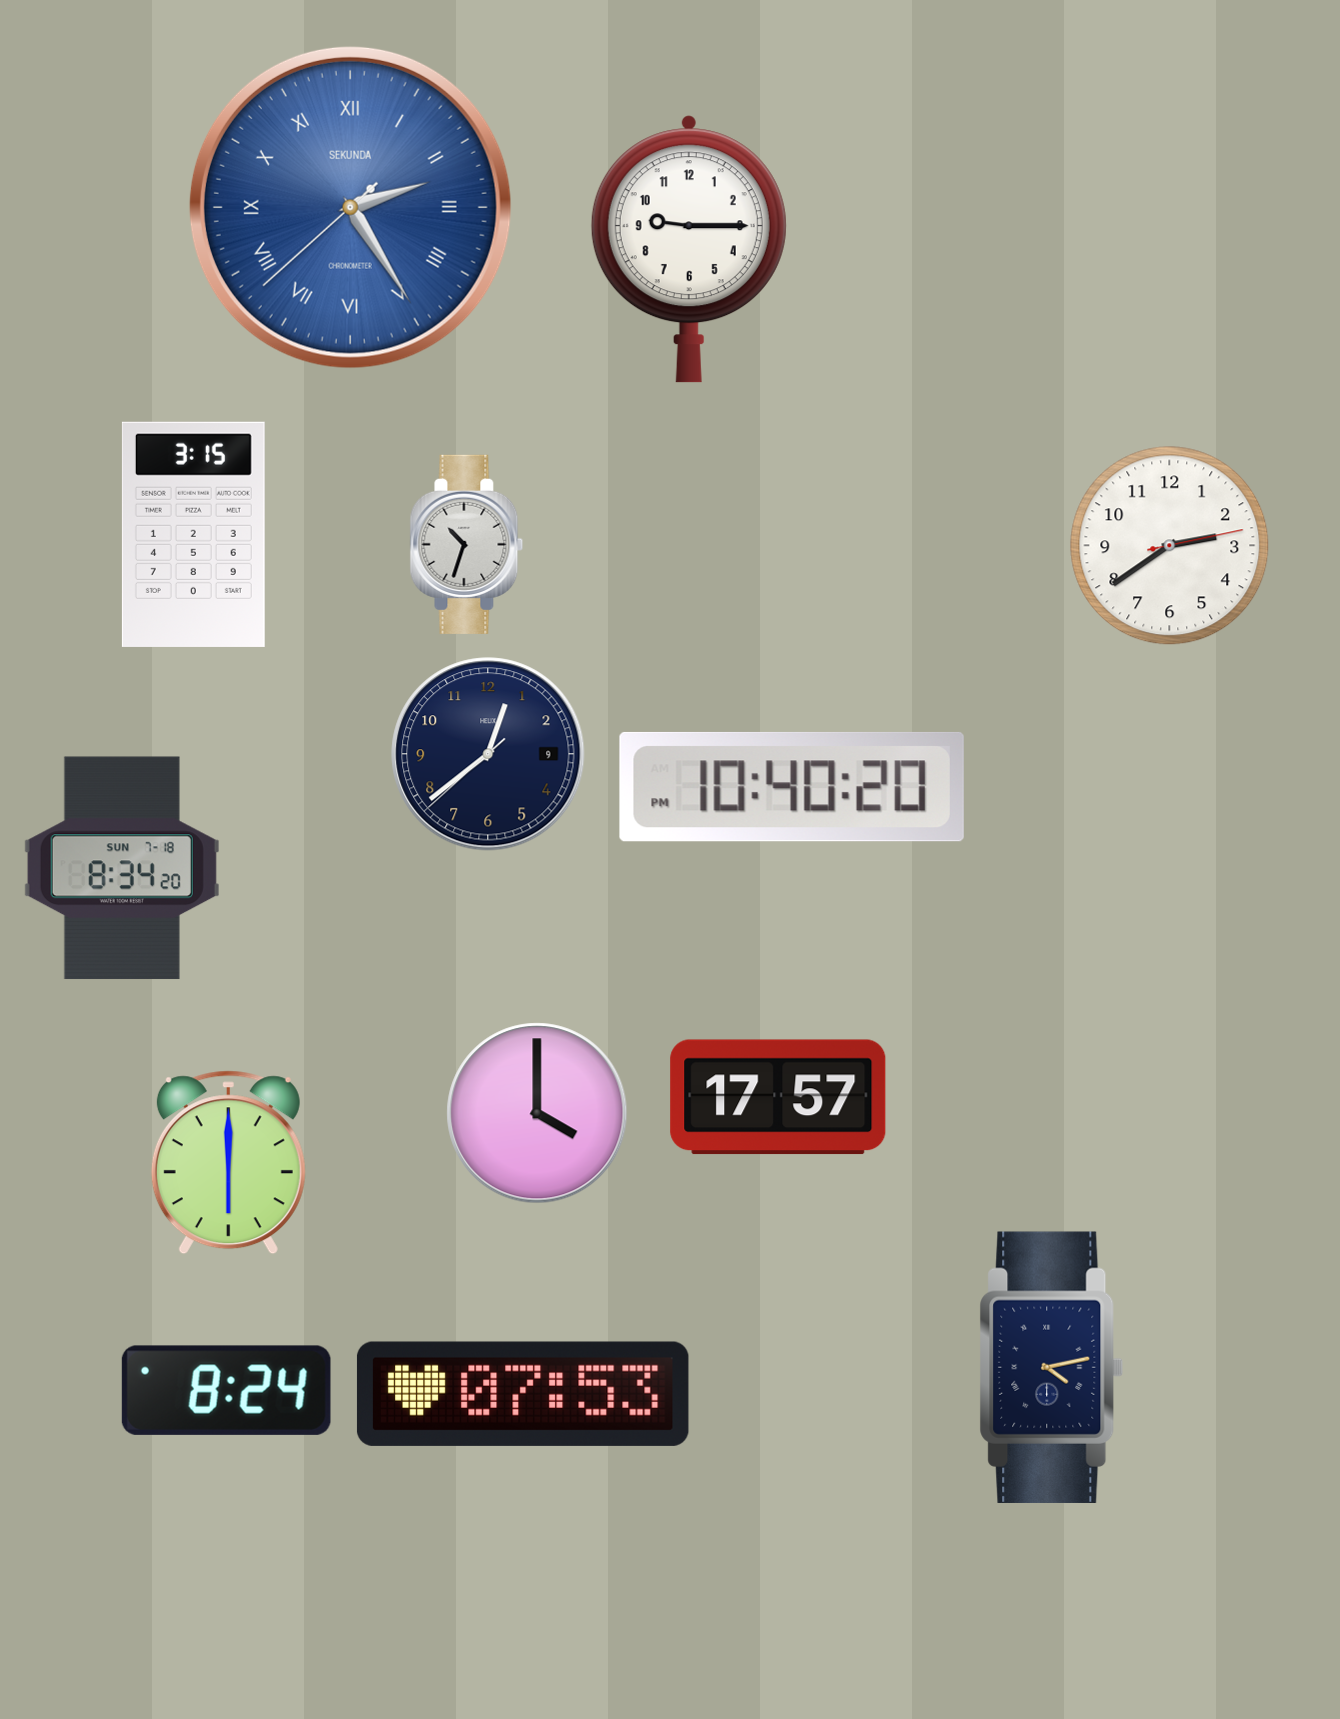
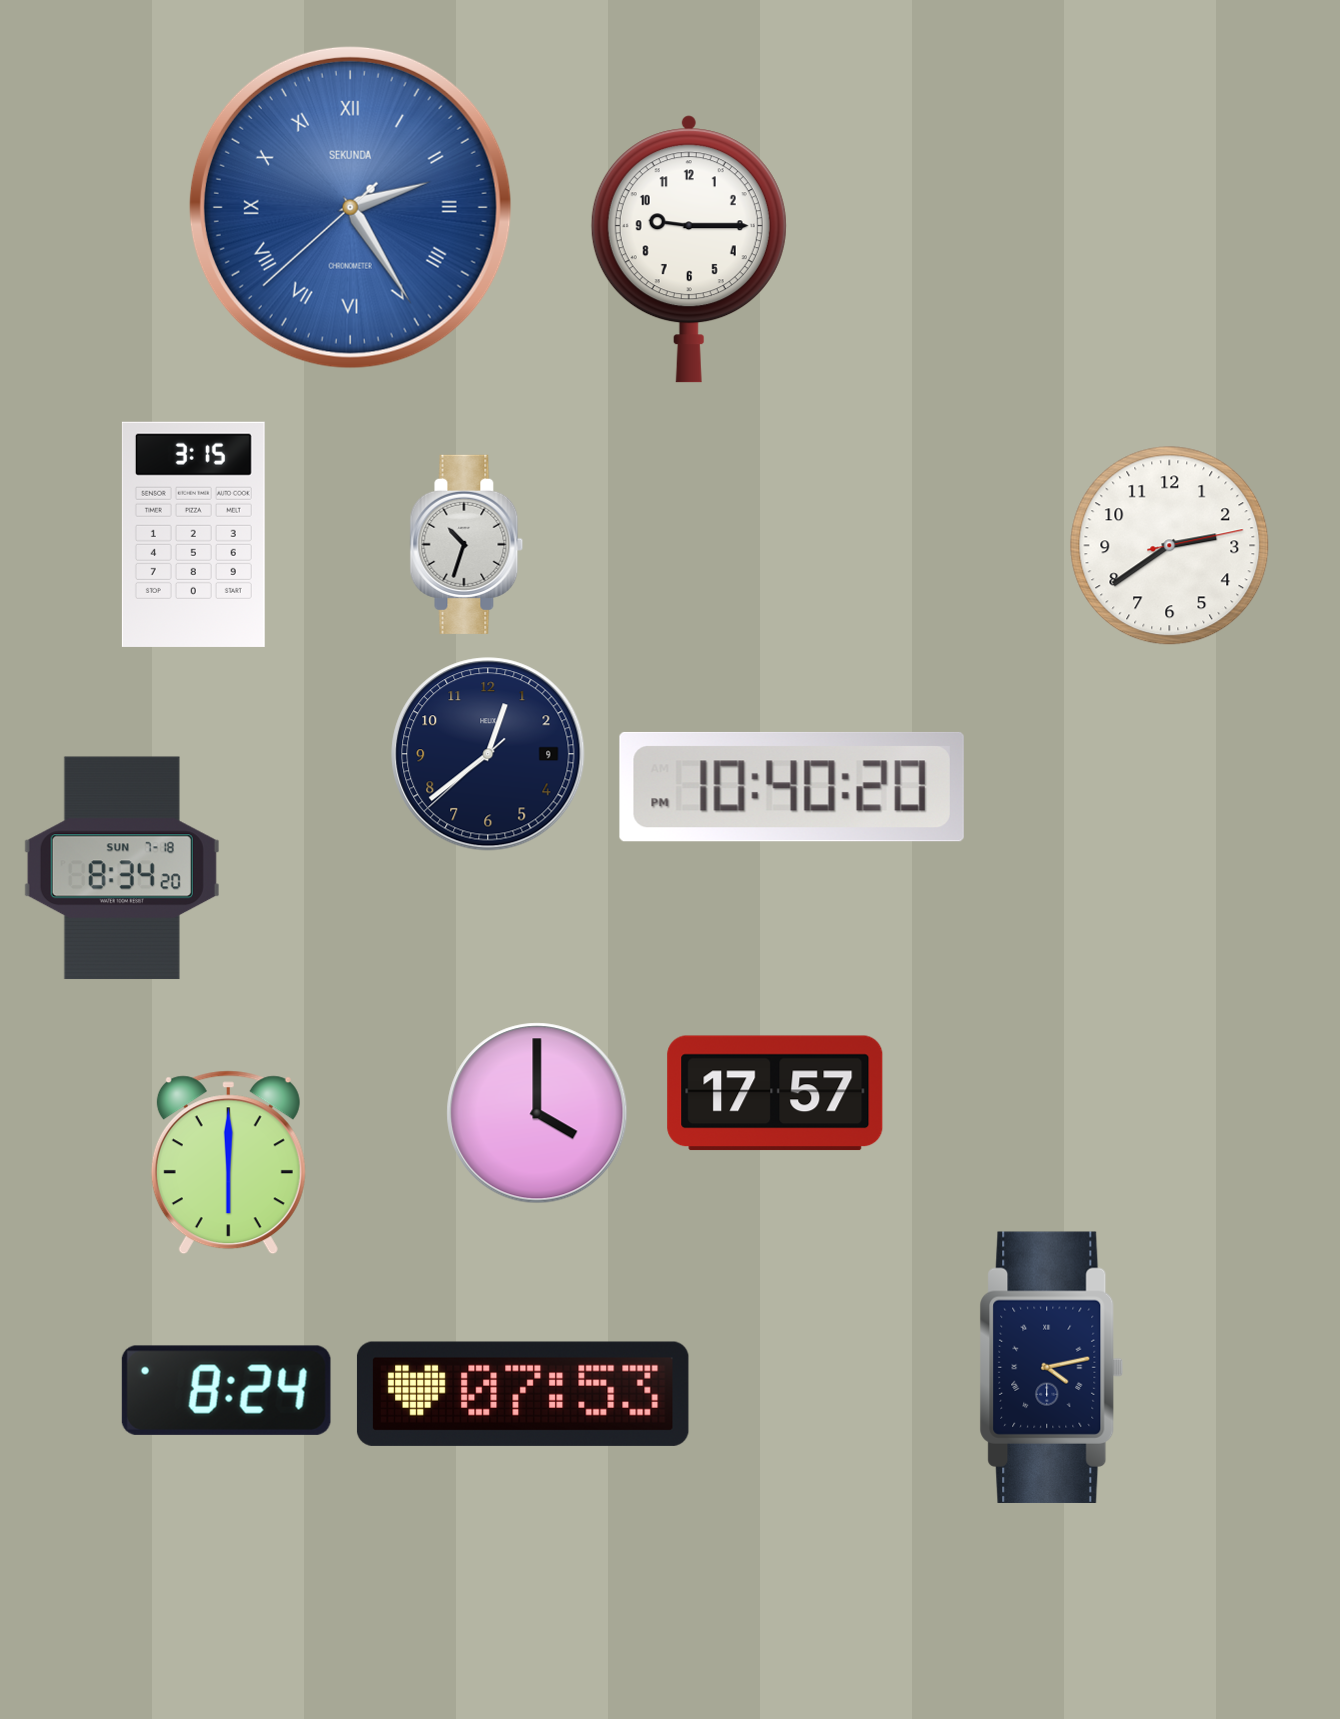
clock at (778, 1097) position: (778, 1097) -> (775, 1093)
